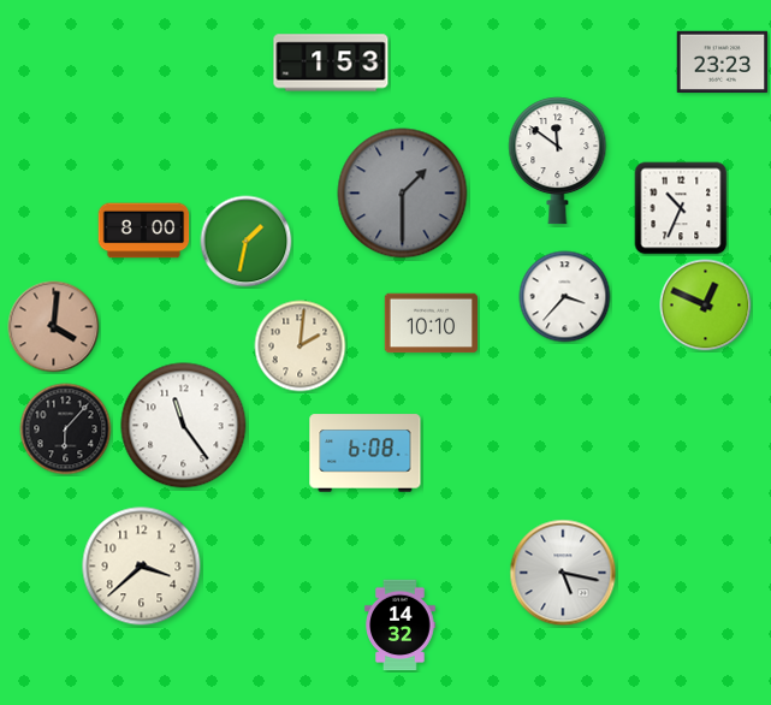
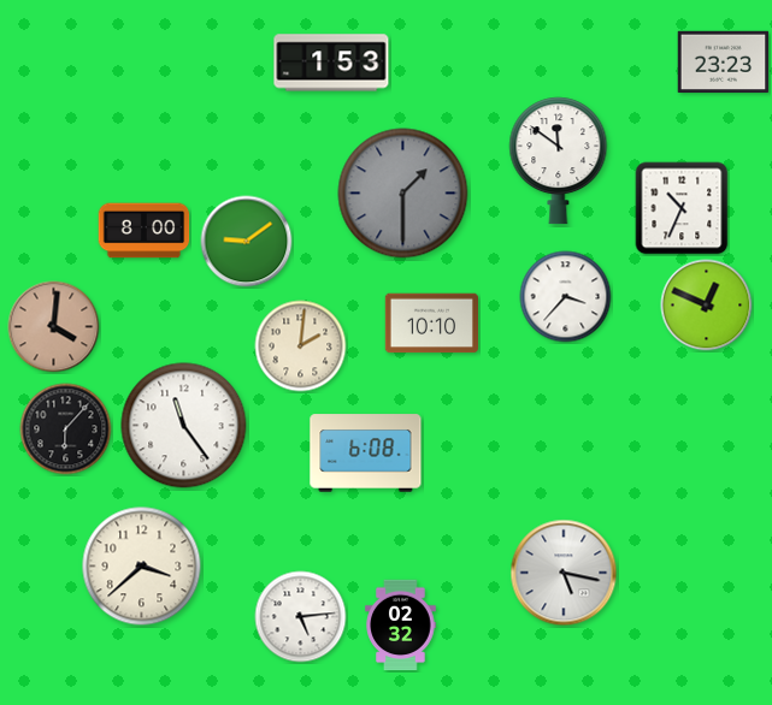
clock at (247, 242): 1:32 -> 9:09
clock at (301, 617): none -> 5:14
clock at (401, 626): 14:32 -> 02:32
